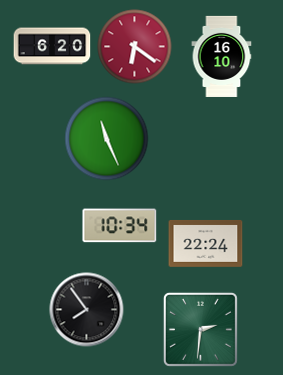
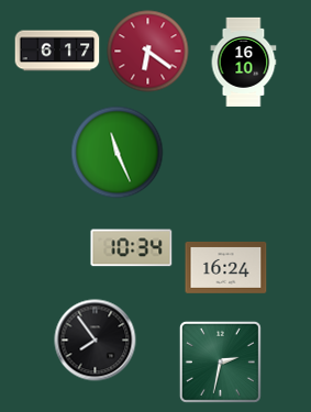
clock at (52, 46): 6:20 -> 6:17
clock at (206, 243): 22:24 -> 16:24
clock at (200, 329): 2:31 -> 2:32
